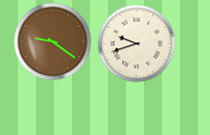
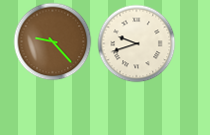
clock at (52, 41): 9:21 -> 9:23
